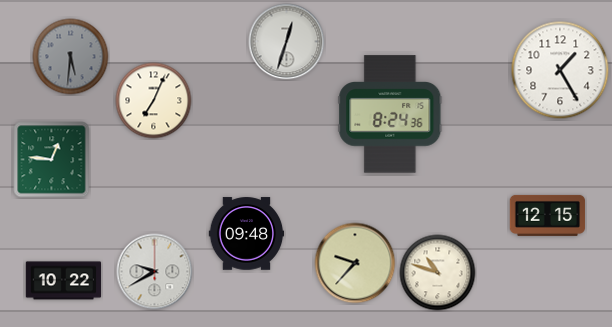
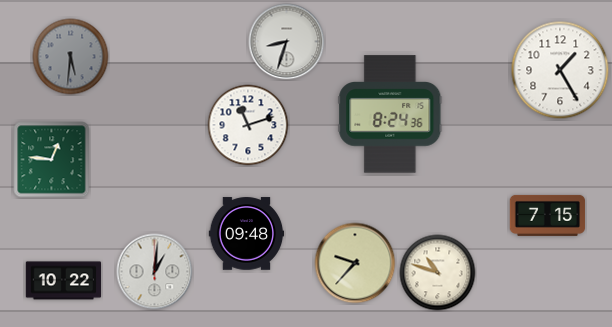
clock at (287, 42): 12:33 -> 8:33
clock at (154, 101): 7:04 -> none
clock at (248, 125): none -> 11:12
clock at (548, 215): 12:15 -> 7:15
clock at (155, 272): 9:40 -> 1:01
